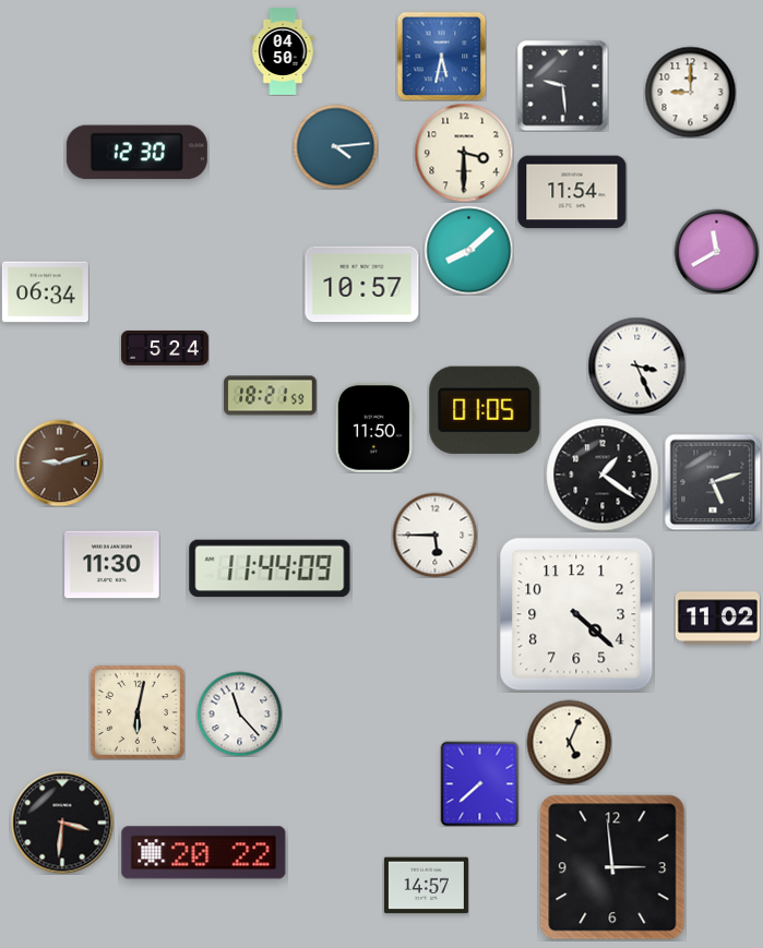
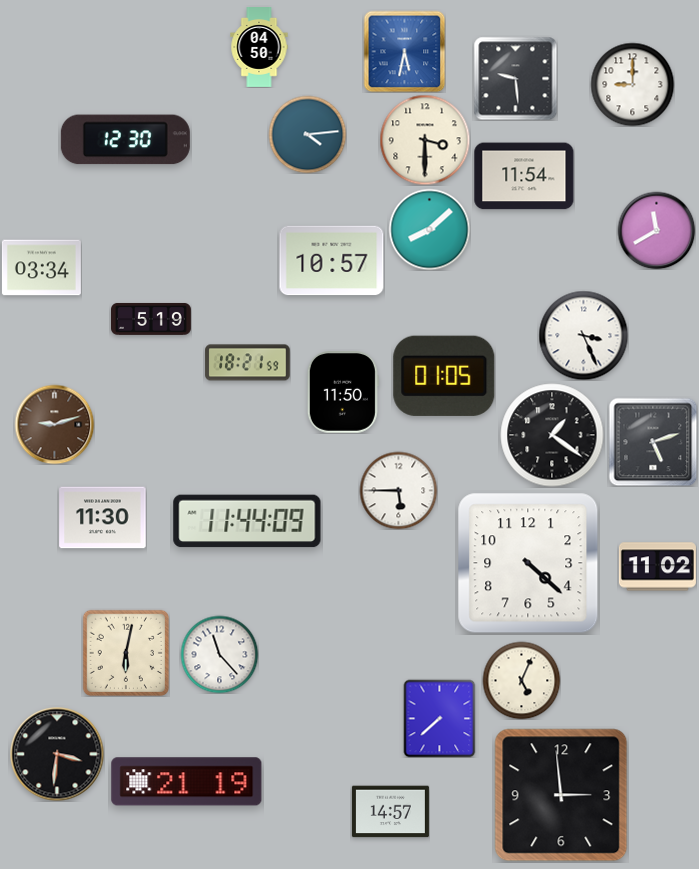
clock at (45, 292): 06:34 -> 03:34
clock at (166, 348): 5:24 -> 5:19
clock at (204, 853): 20:22 -> 21:19
